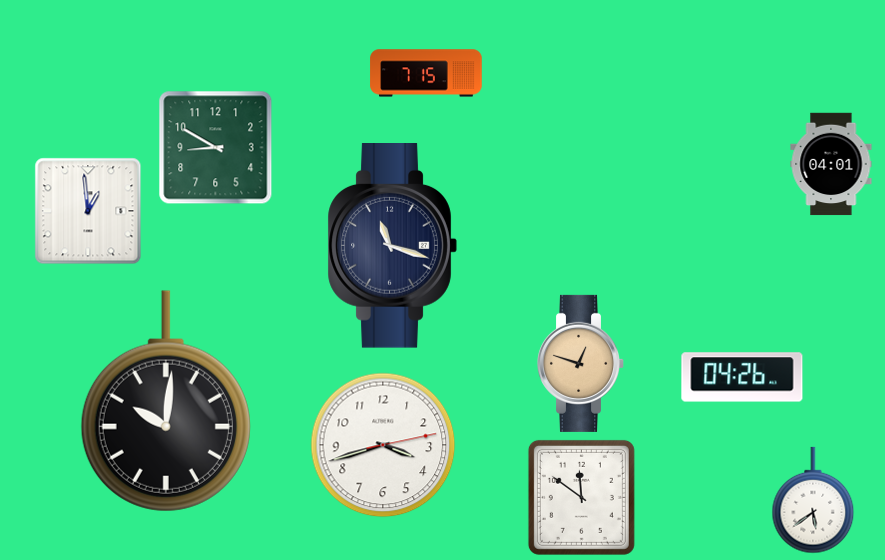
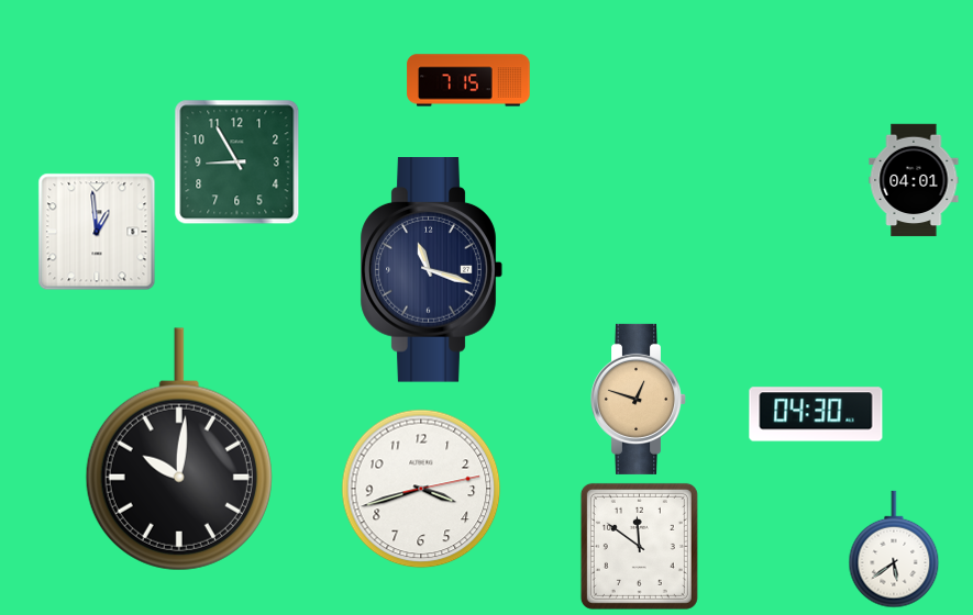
clock at (216, 148): 8:50 -> 8:55
clock at (742, 377): 04:26 -> 04:30
clock at (166, 401) position: (166, 401) -> (179, 449)
